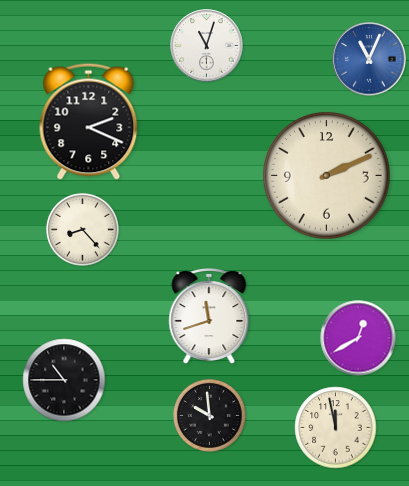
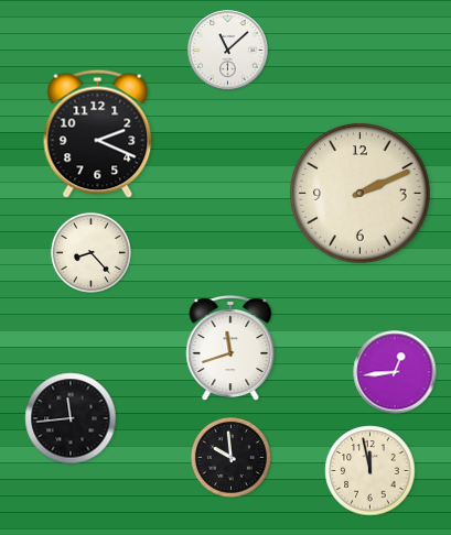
clock at (207, 46): 11:03 -> 11:08
clock at (369, 59): 11:04 -> none
clock at (358, 338): 12:40 -> 12:44
clock at (64, 380): 10:45 -> 11:44
